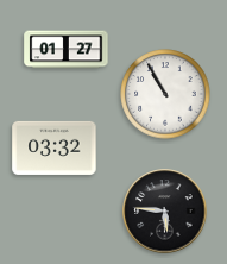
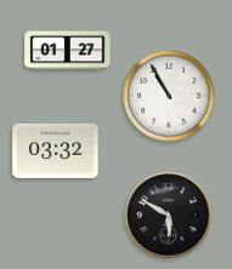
clock at (165, 212): 5:46 -> 5:50
